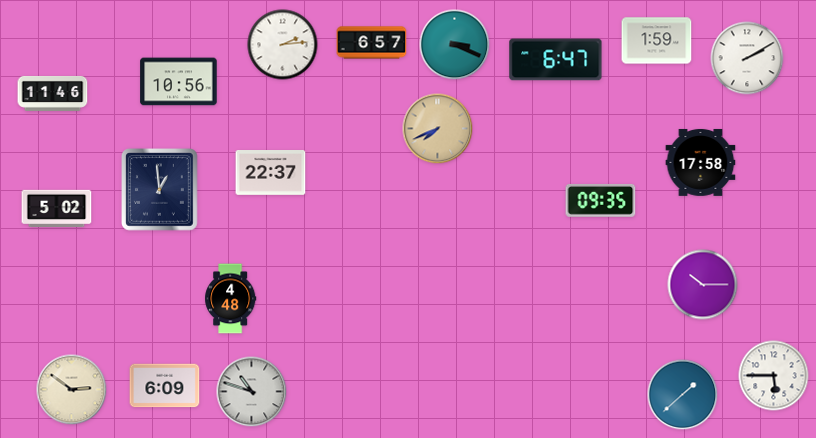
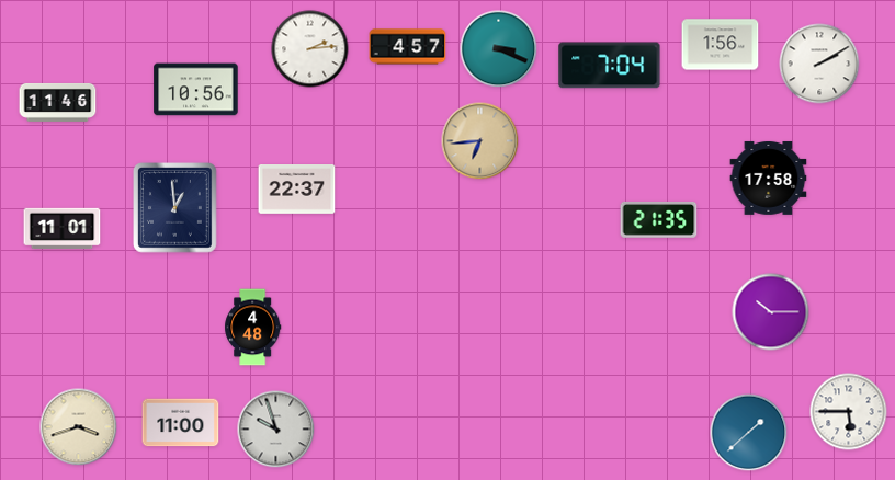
clock at (657, 41): 1:59 -> 1:56
clock at (372, 43): 6:57 -> 4:57
clock at (556, 60): 6:47 -> 7:04
clock at (438, 129): 7:41 -> 6:44
clock at (601, 201): 09:35 -> 21:35
clock at (57, 209): 5:02 -> 11:01
clock at (165, 386): 6:09 -> 11:00
clock at (72, 390): 2:51 -> 3:42
clock at (252, 392): 10:48 -> 9:57
